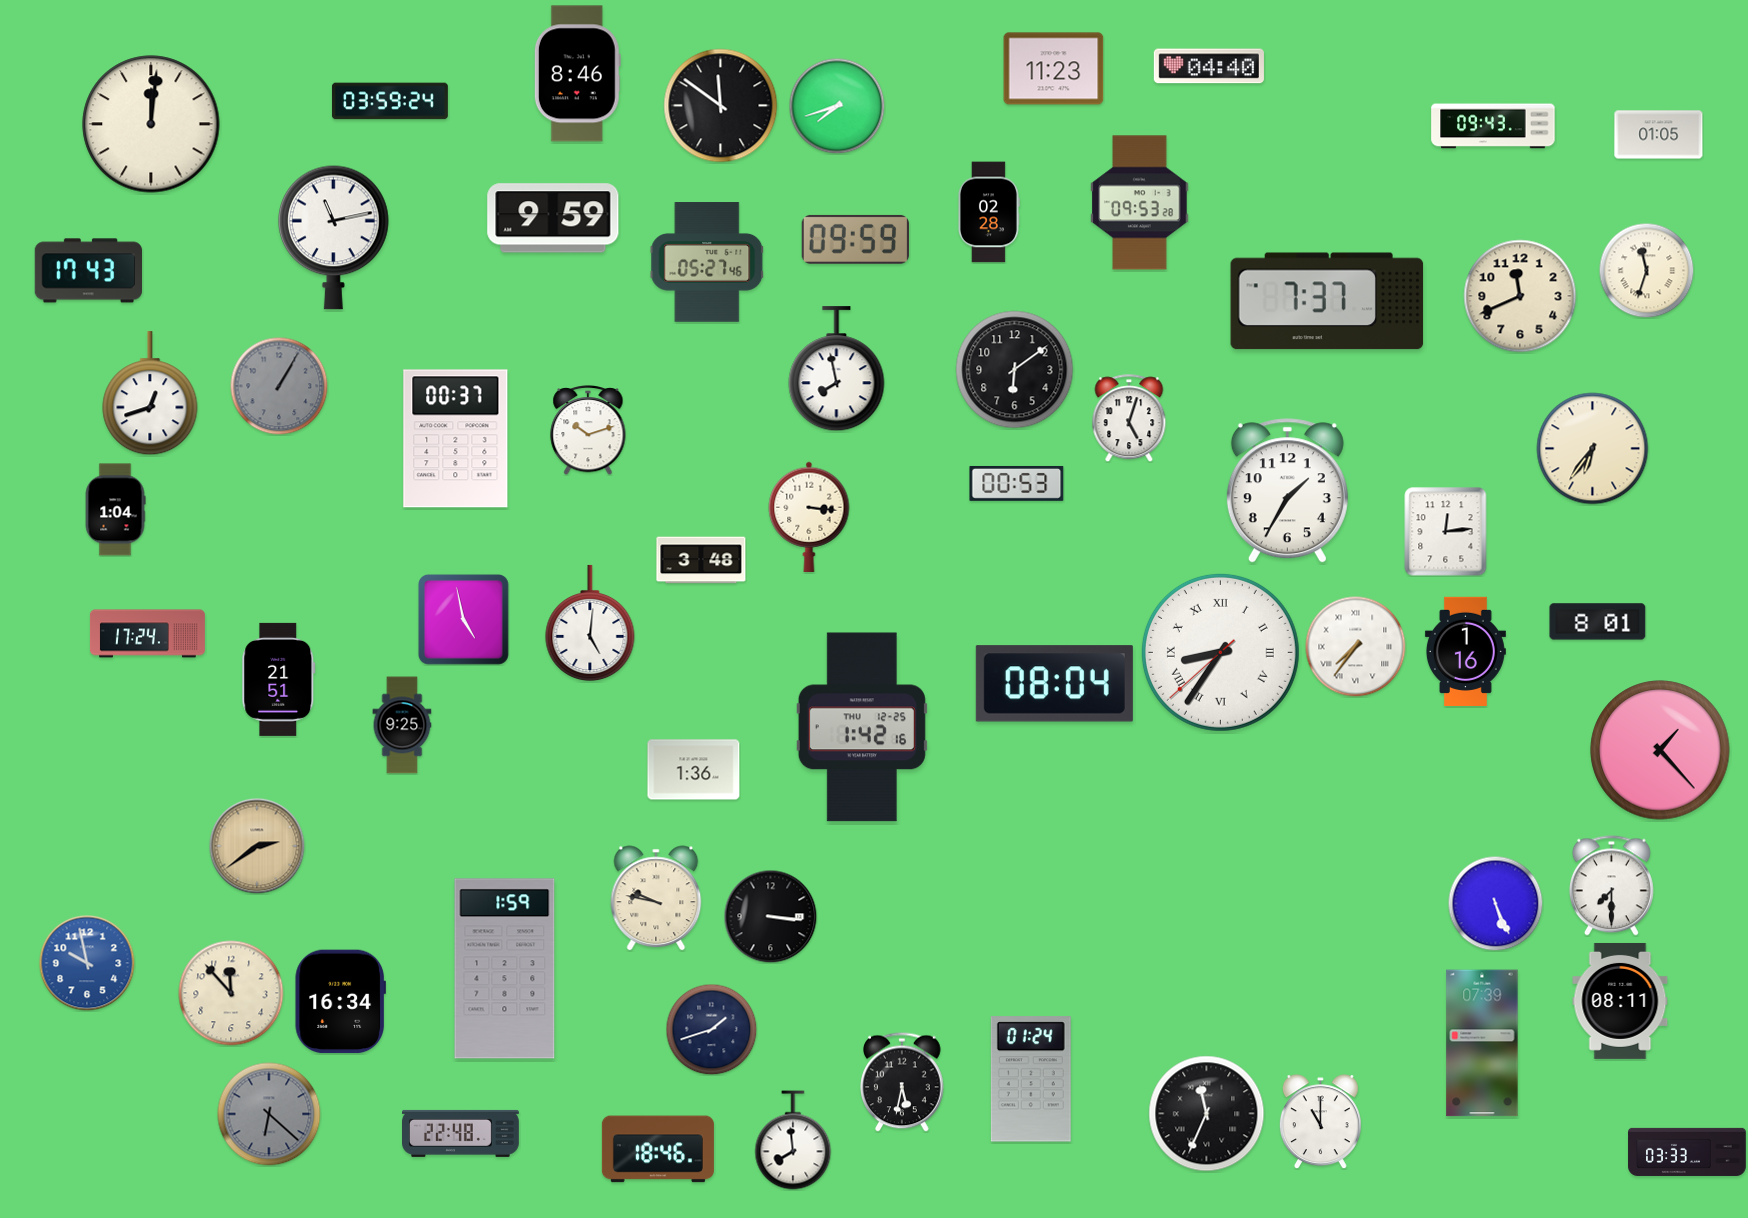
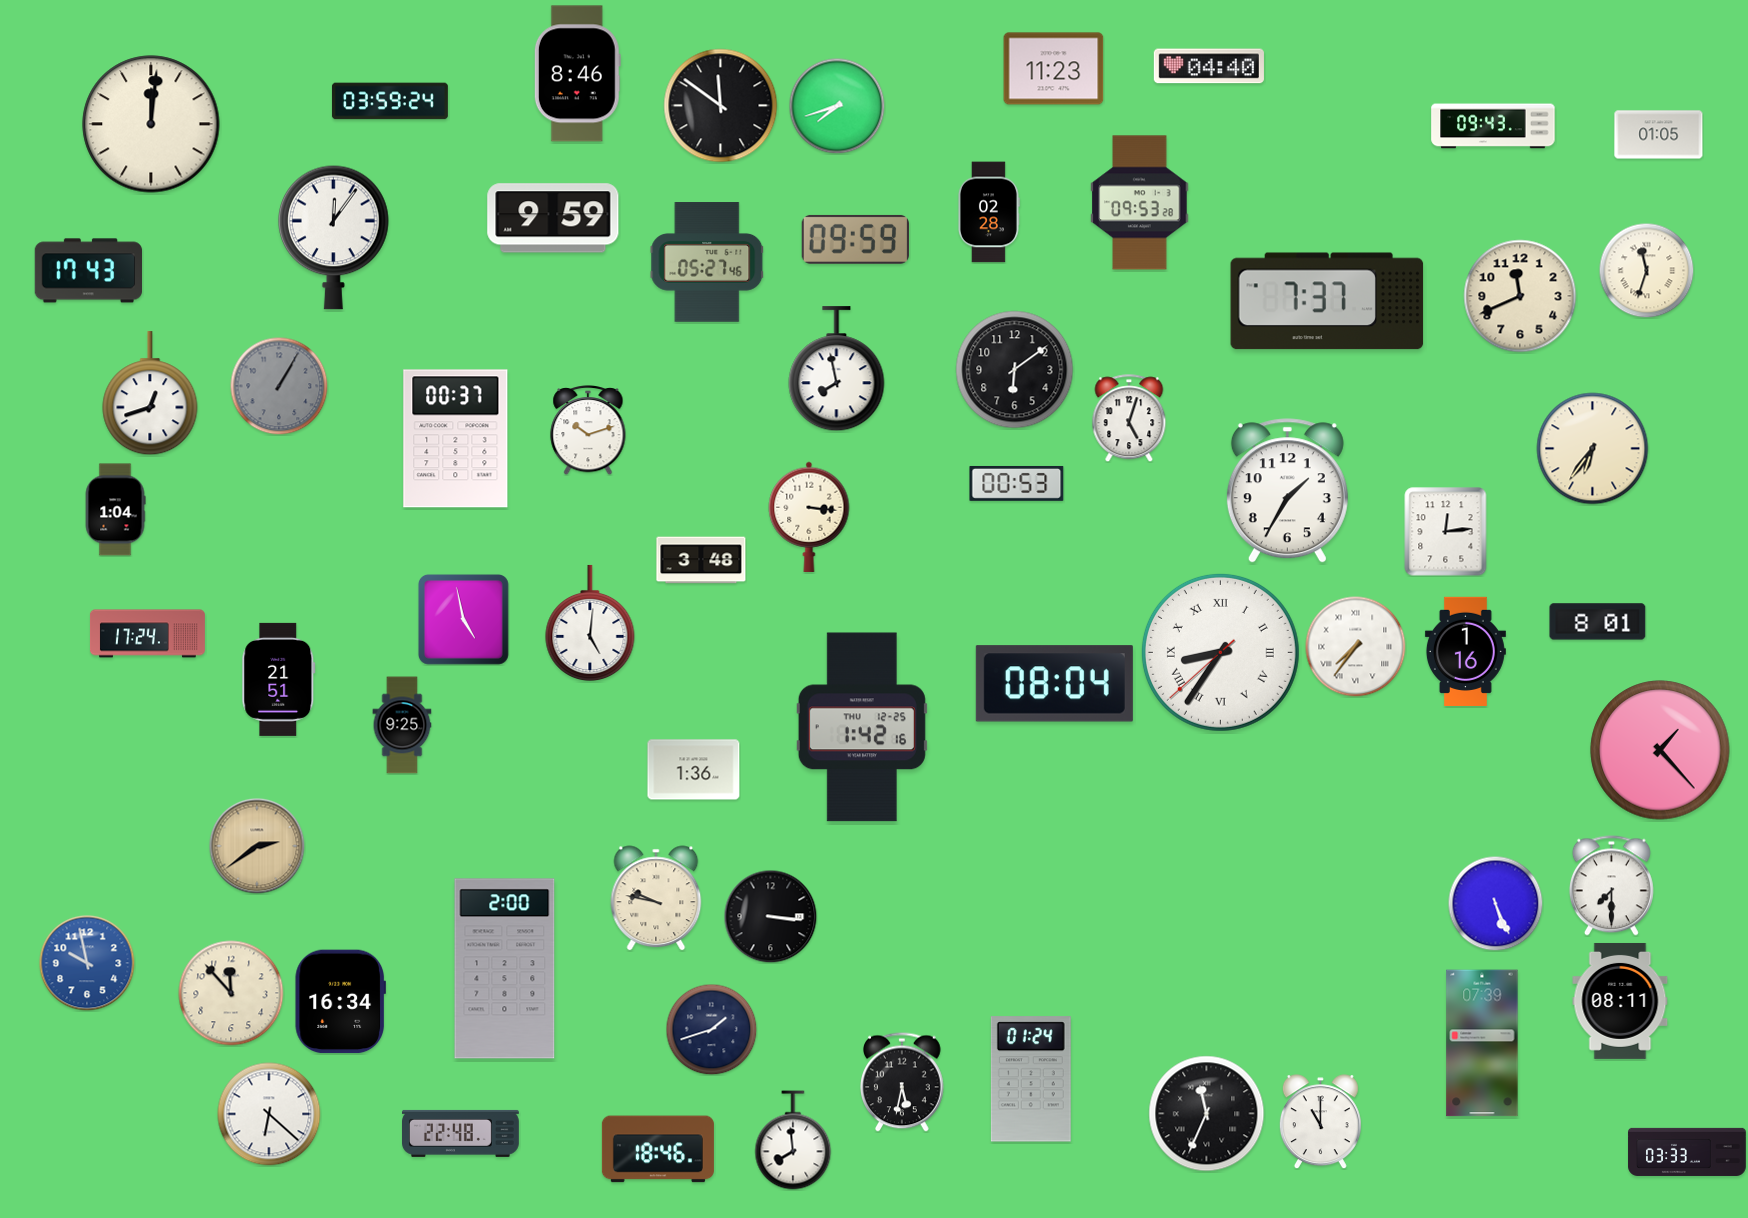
clock at (334, 237): 11:13 -> 12:06
clock at (505, 969): 1:59 -> 2:00
clock at (269, 1114) dial: grey -> white
